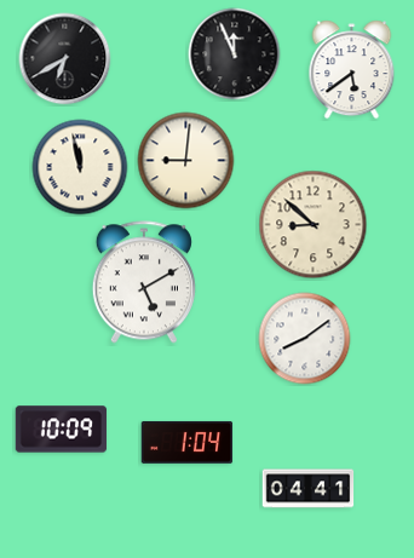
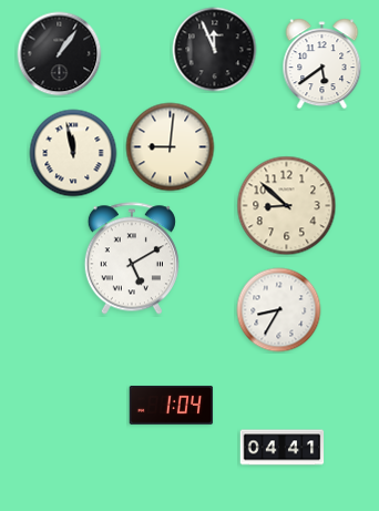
clock at (65, 59): 6:40 -> 1:06
clock at (305, 339): 8:09 -> 8:35
clock at (62, 430): 10:09 -> none
